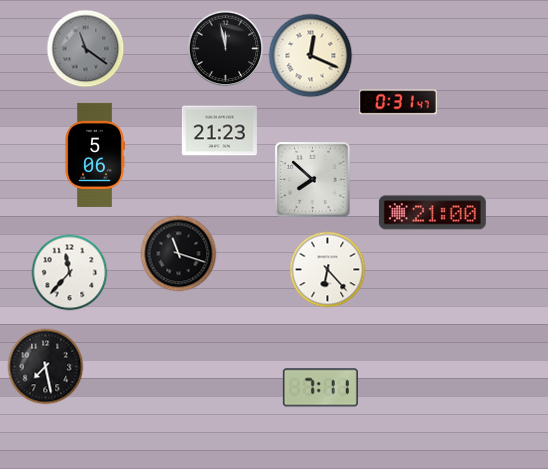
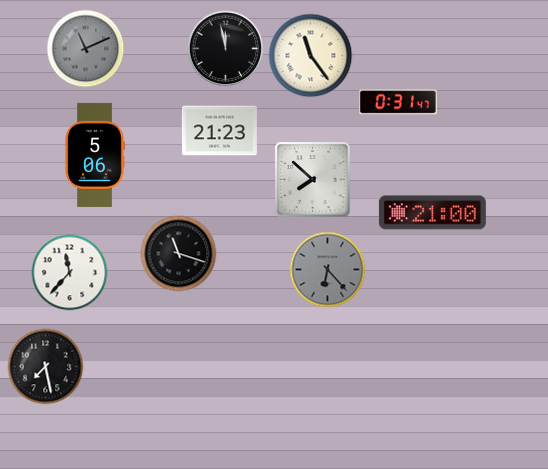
clock at (86, 49): 11:21 -> 11:11
clock at (311, 56): 12:19 -> 11:24
clock at (328, 270) dial: white -> grey
clock at (320, 388): 7:11 -> none
